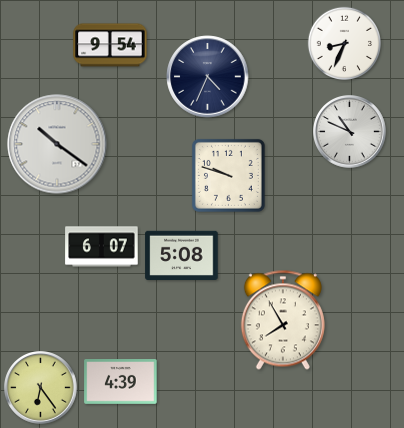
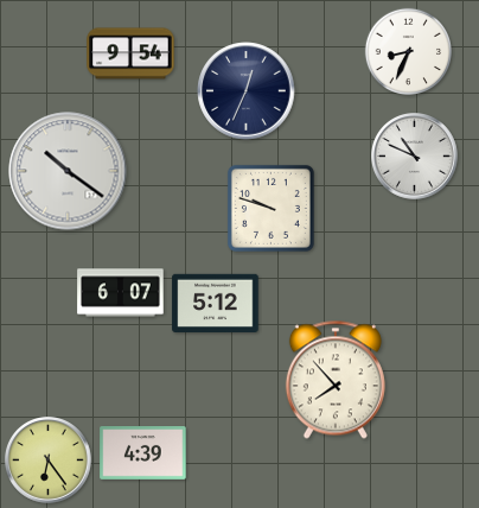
clock at (208, 77): 4:34 -> 12:34
clock at (182, 255): 5:08 -> 5:12
clock at (283, 320): 7:55 -> 7:53
